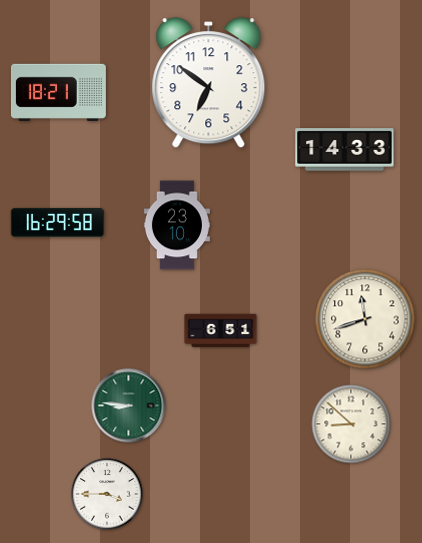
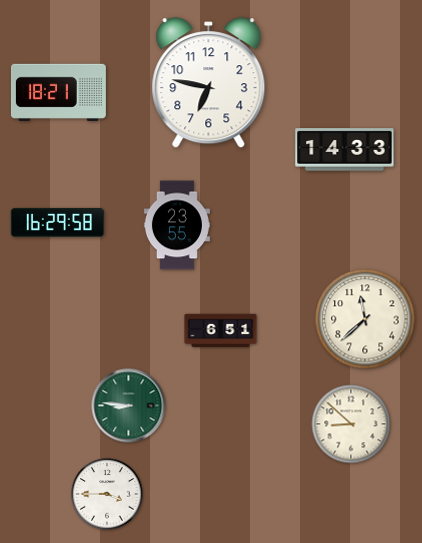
clock at (209, 83): 6:51 -> 6:47
clock at (177, 225): 23:10 -> 23:55
clock at (365, 319): 11:42 -> 11:38
